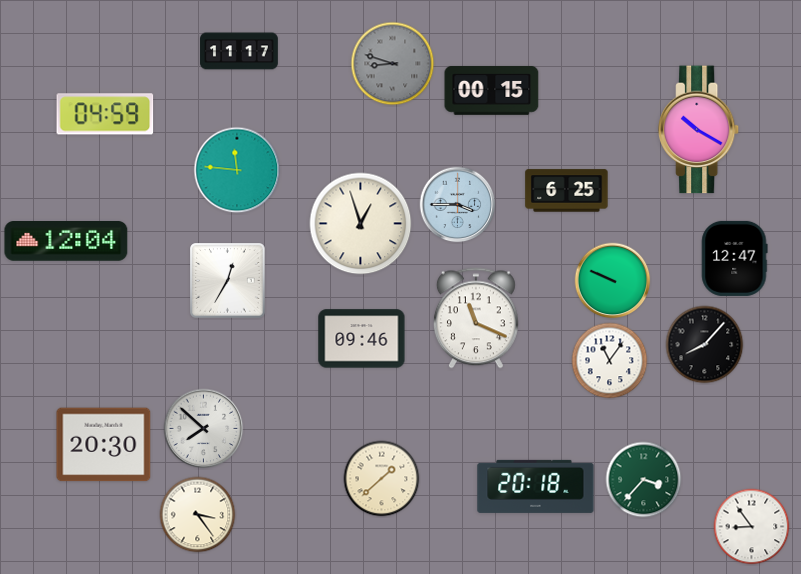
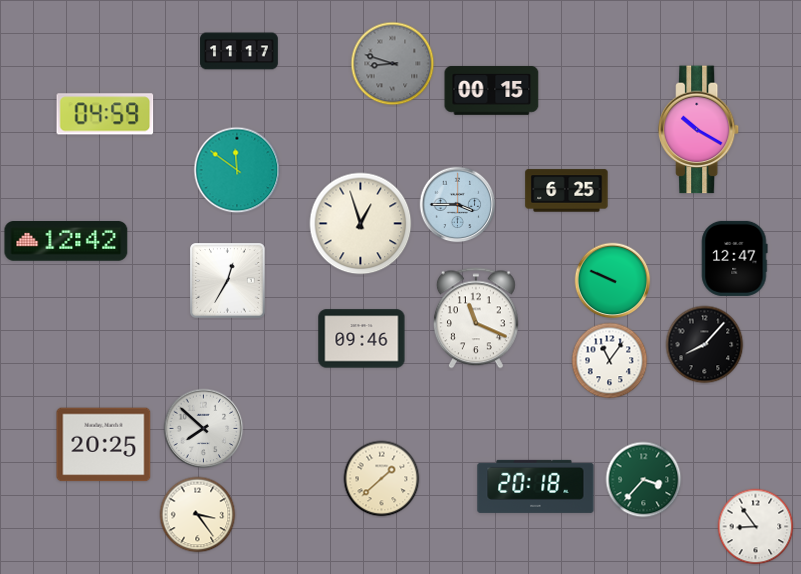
clock at (237, 170): 11:46 -> 11:51
clock at (66, 242): 12:04 -> 12:42
clock at (104, 445): 20:30 -> 20:25
clock at (752, 527) position: (752, 527) -> (756, 527)
